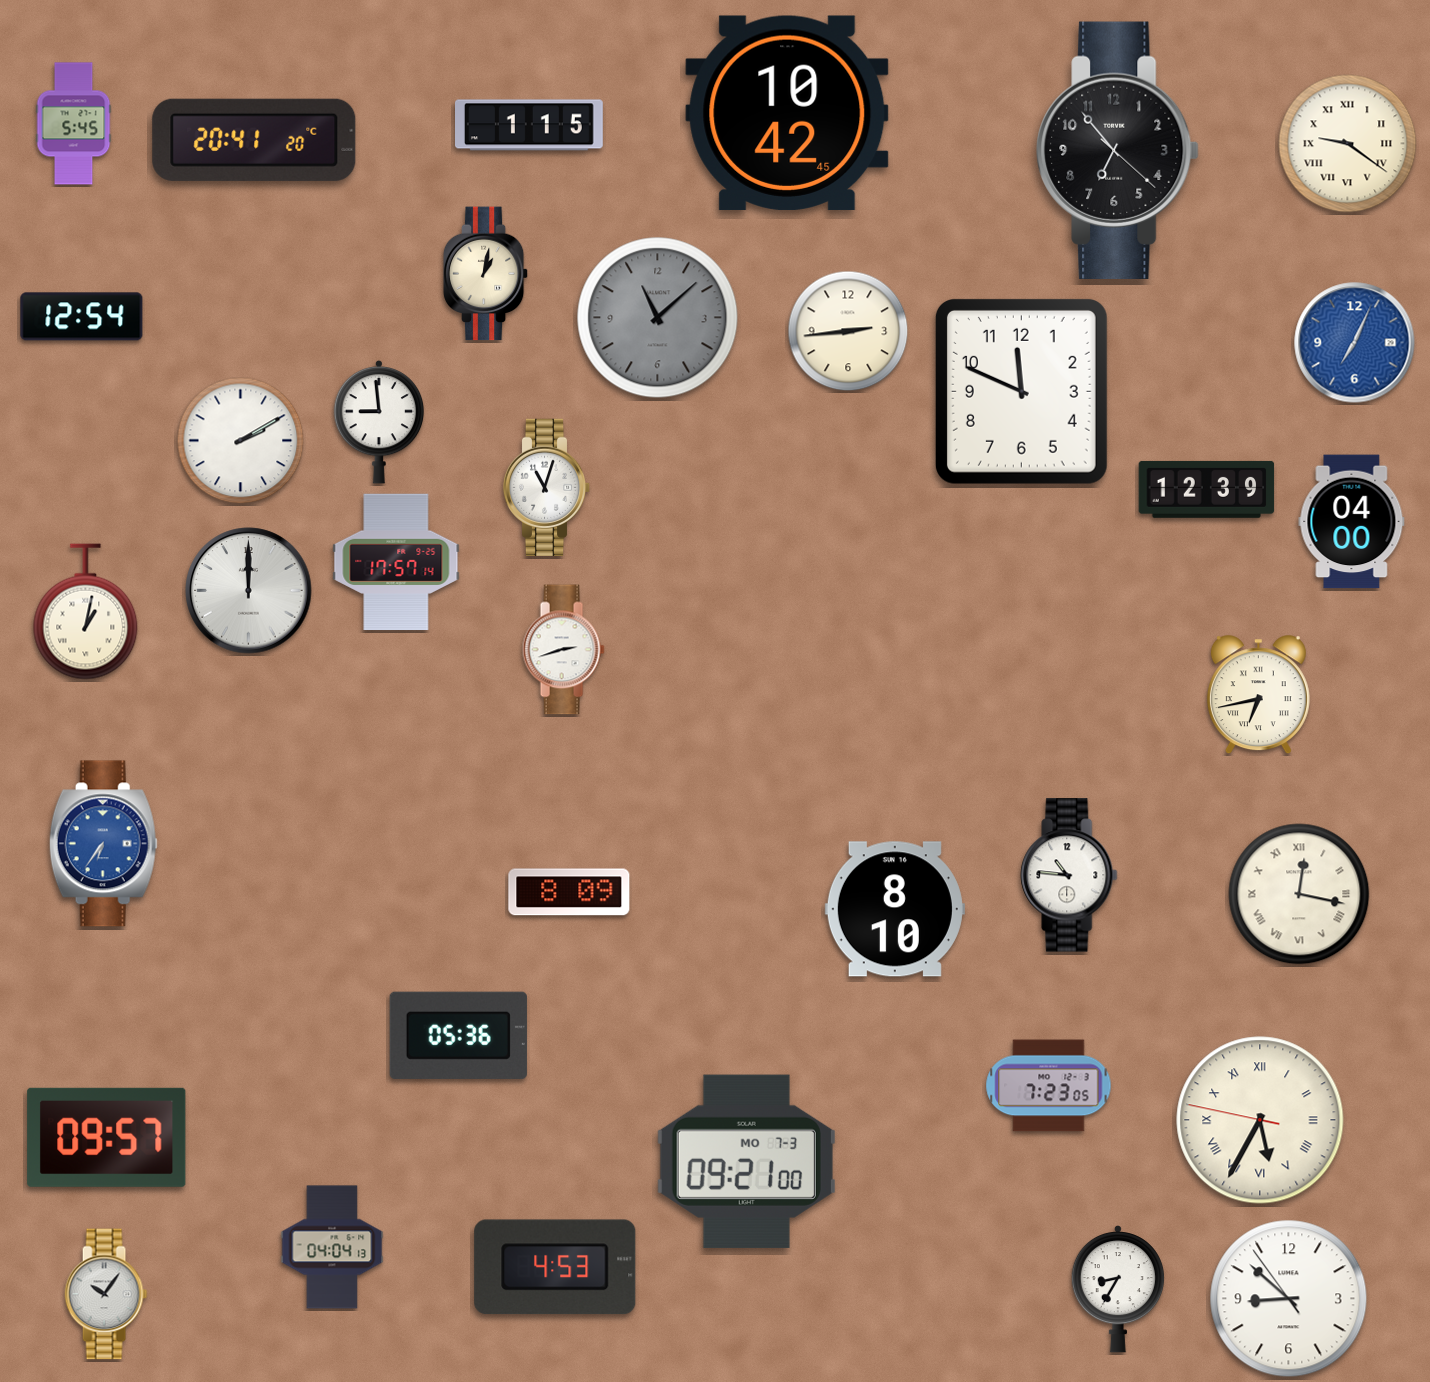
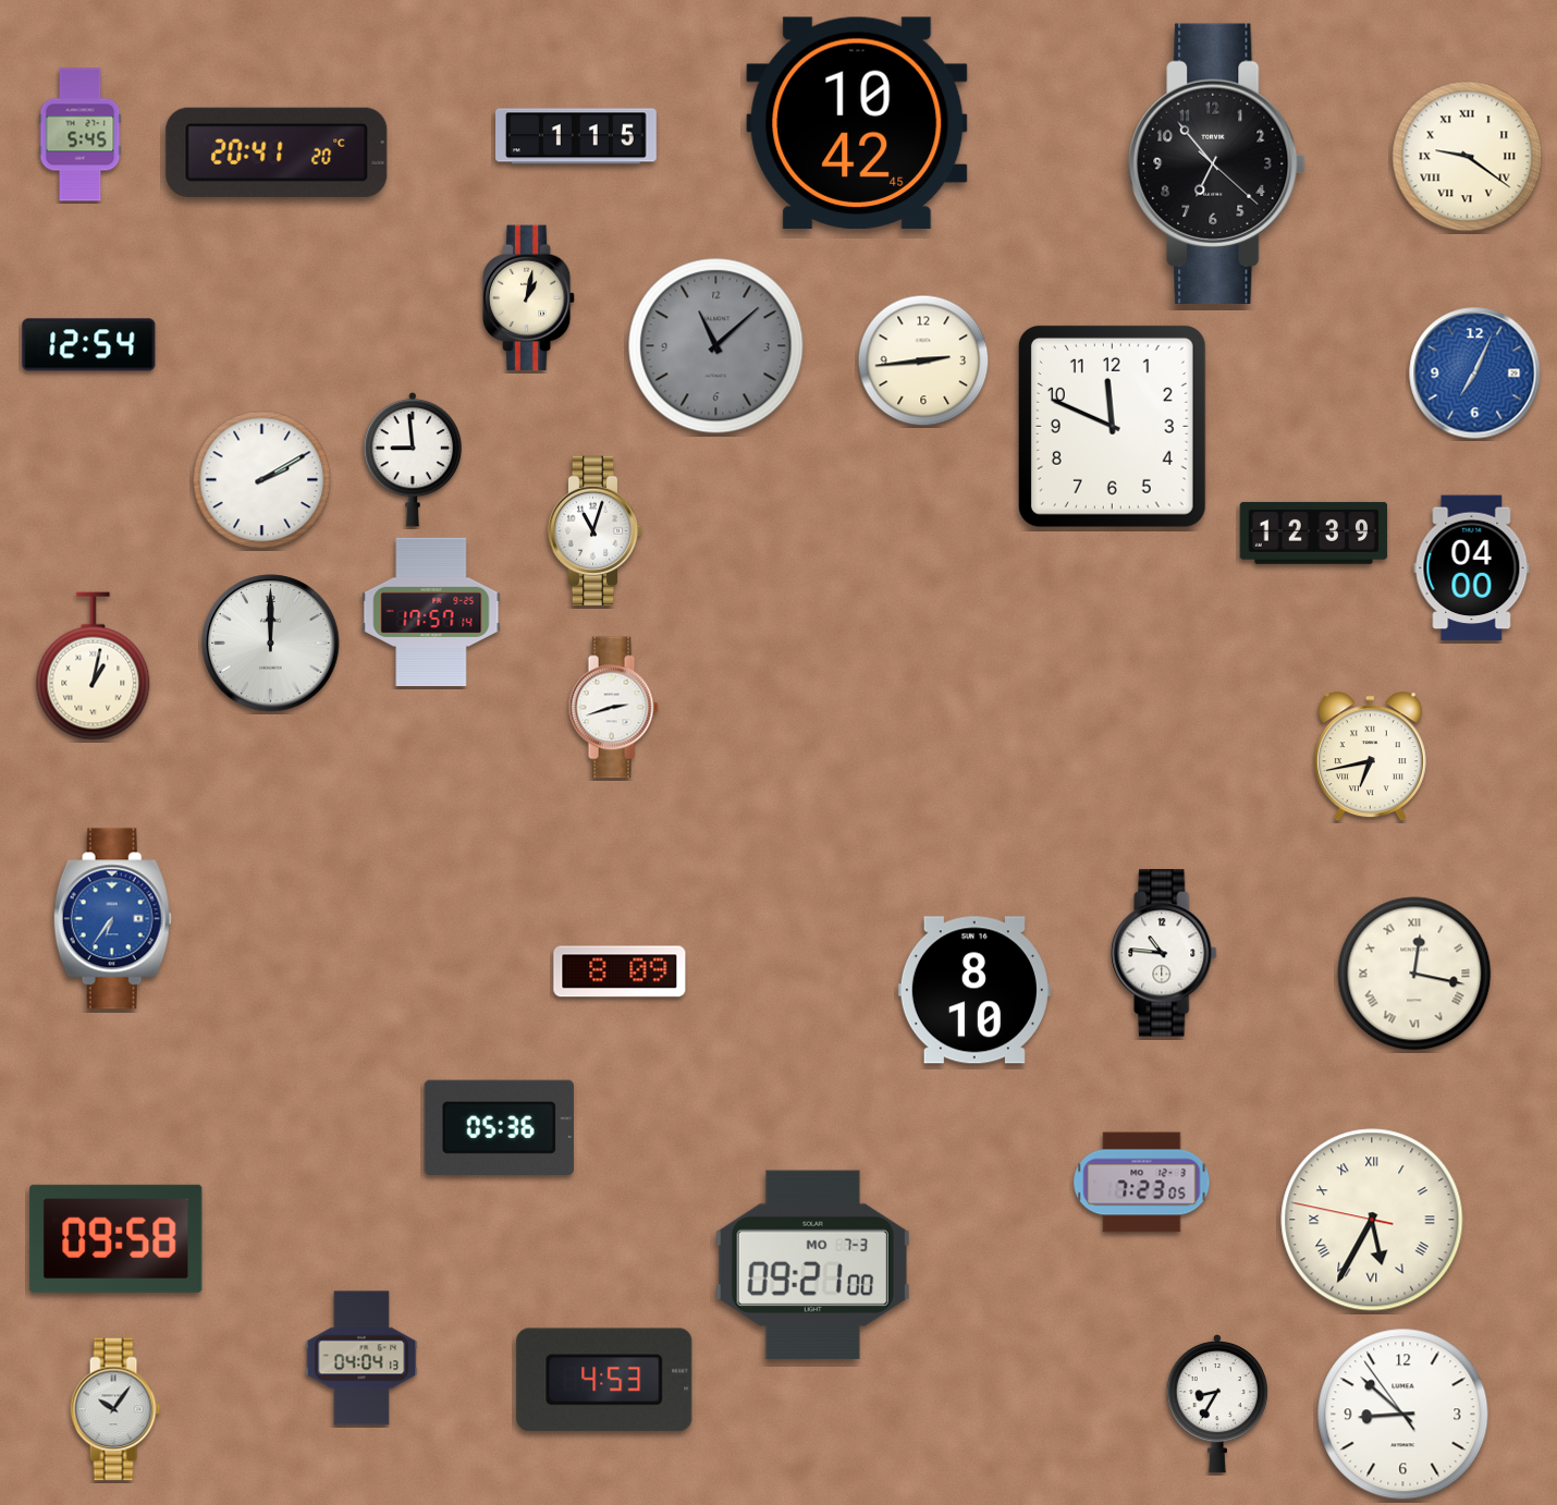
clock at (107, 1137): 09:57 -> 09:58
